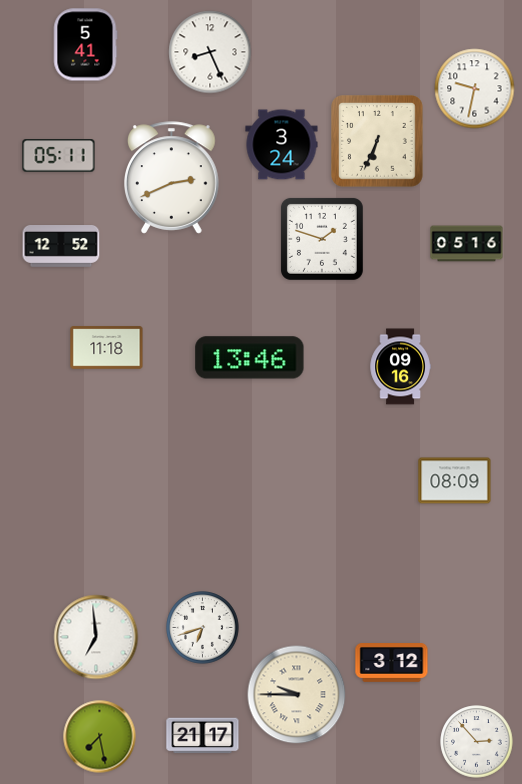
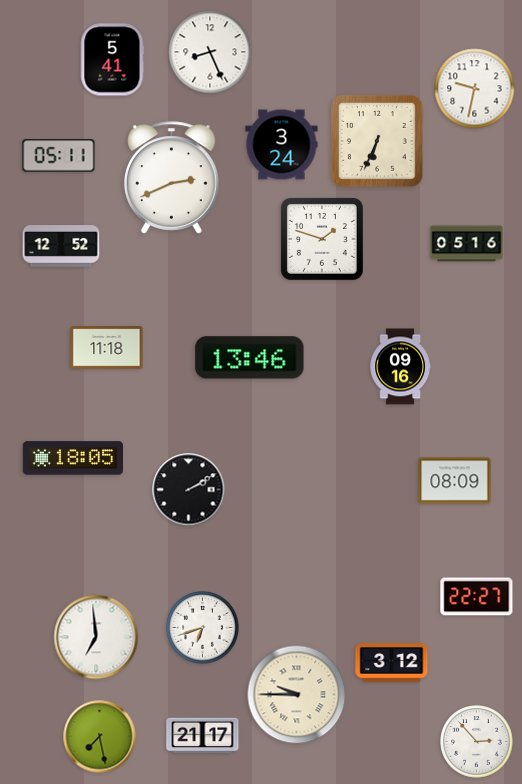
clock at (85, 45) position: (85, 45) -> (112, 60)
clock at (73, 458): none -> 18:05
clock at (189, 490): none -> 2:10
clock at (477, 597): none -> 22:27
